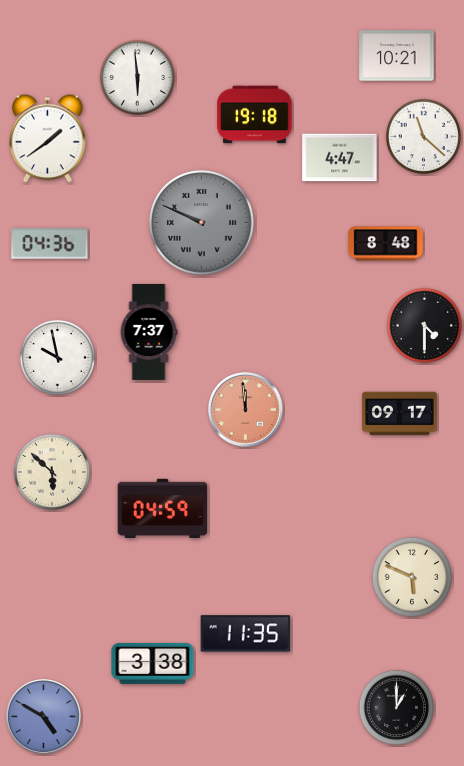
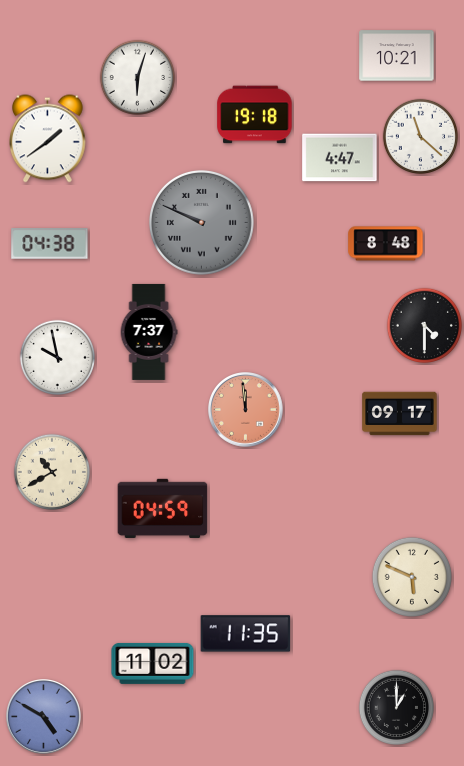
clock at (137, 77): 5:59 -> 6:03
clock at (423, 136) position: (423, 136) -> (420, 136)
clock at (50, 244): 04:36 -> 04:38
clock at (51, 471): 5:52 -> 10:40
clock at (153, 663): 3:38 -> 11:02
